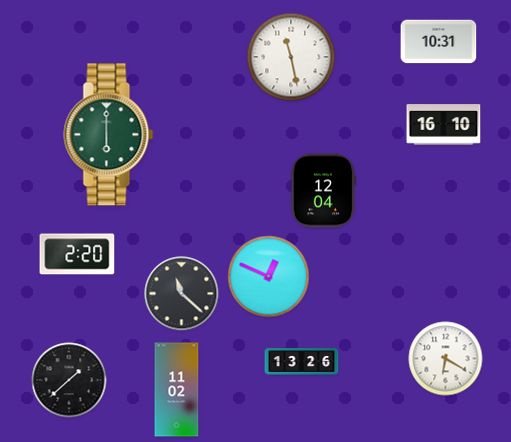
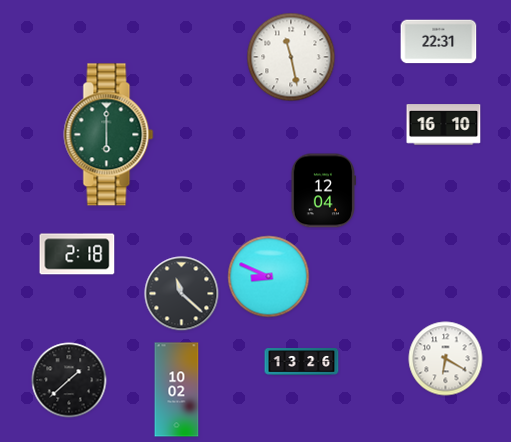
clock at (439, 42): 10:31 -> 22:31
clock at (77, 254): 2:20 -> 2:18
clock at (269, 277): 12:49 -> 8:49
clock at (177, 390): 11:02 -> 10:02
